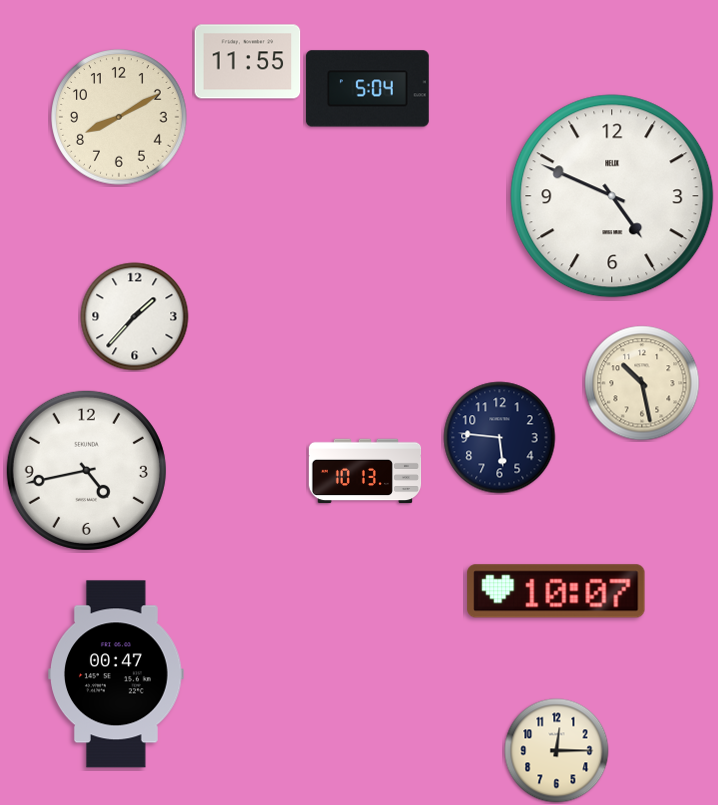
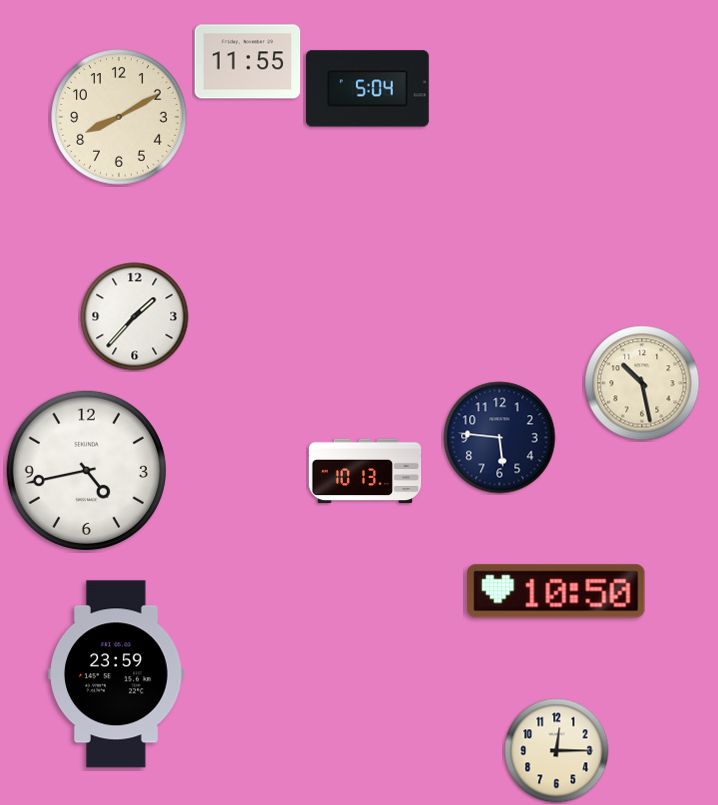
clock at (612, 196): 4:49 -> none
clock at (556, 591): 10:07 -> 10:50
clock at (117, 674): 00:47 -> 23:59
